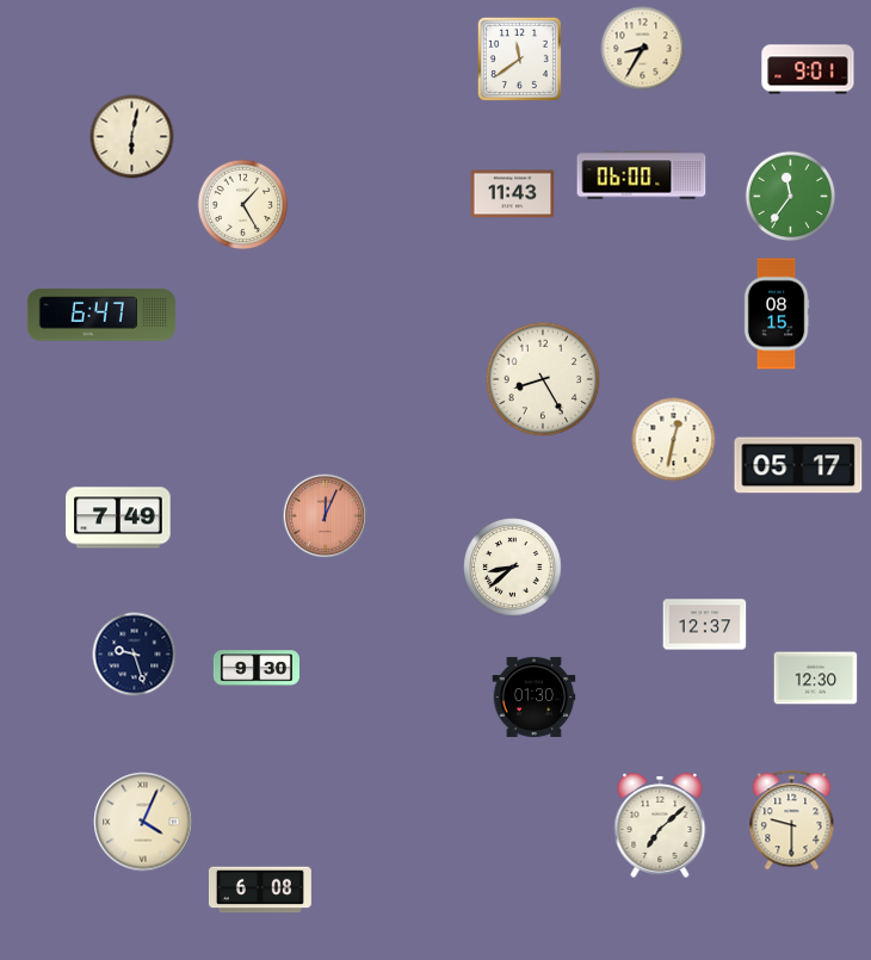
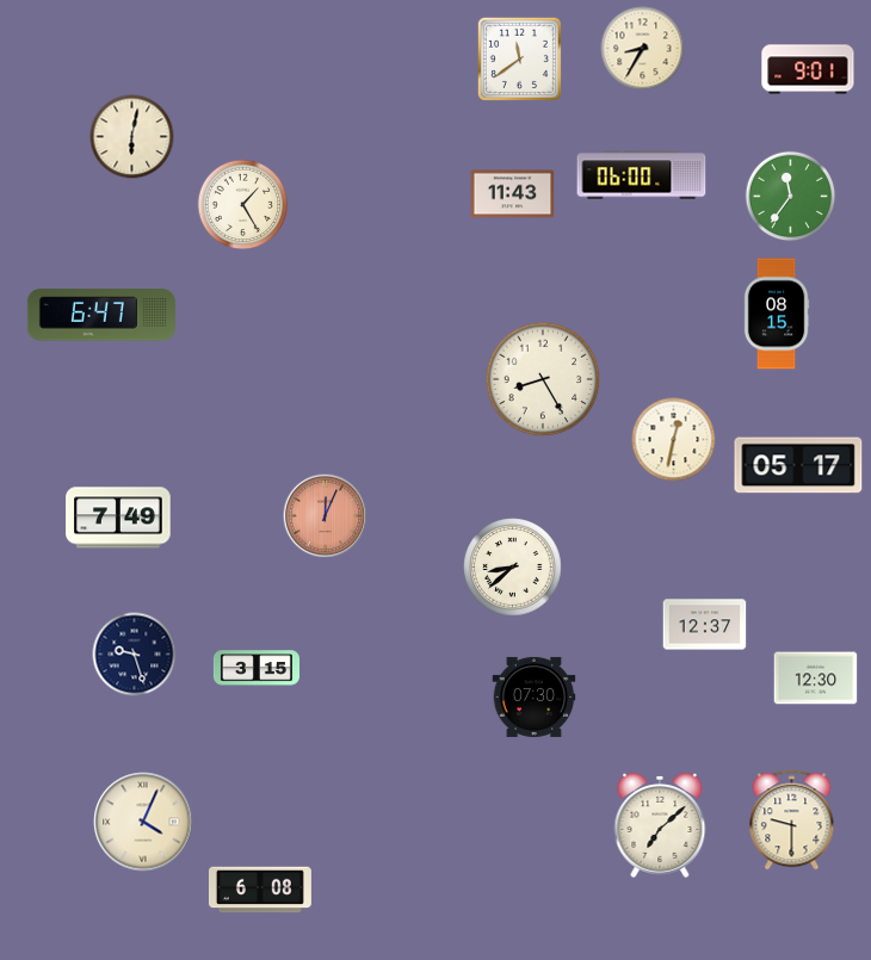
clock at (257, 668): 9:30 -> 3:15
clock at (535, 696): 01:30 -> 07:30
